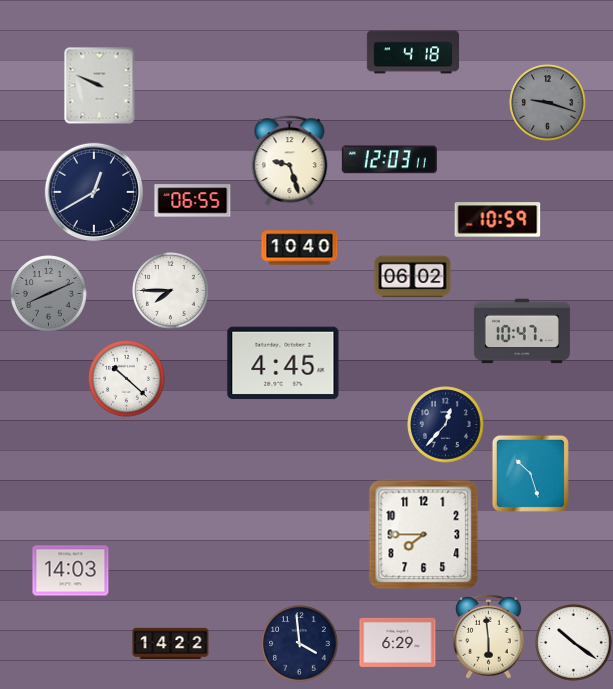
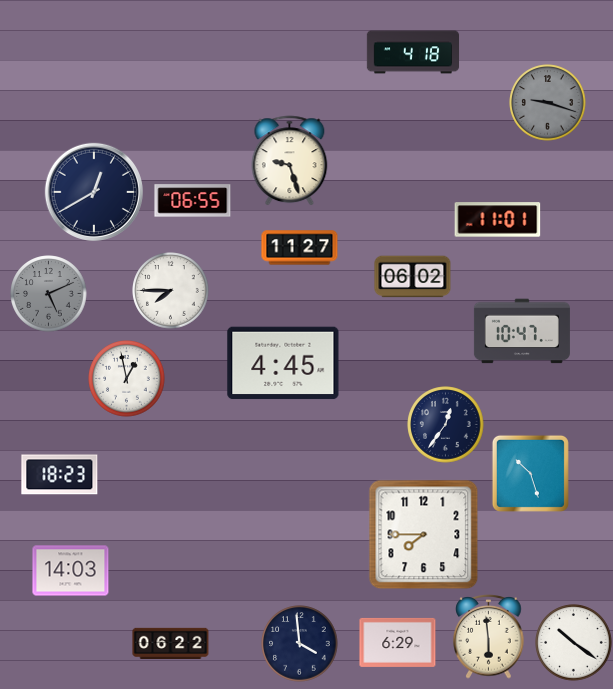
clock at (100, 86): 9:49 -> none
clock at (389, 160): 12:03 -> none
clock at (498, 220): 10:59 -> 11:01
clock at (300, 248): 10:40 -> 11:27
clock at (49, 294): 8:11 -> 5:11
clock at (127, 379): 10:22 -> 12:58
clock at (446, 425): 12:37 -> 12:36
clock at (60, 475): none -> 18:23
clock at (171, 643): 14:22 -> 06:22
